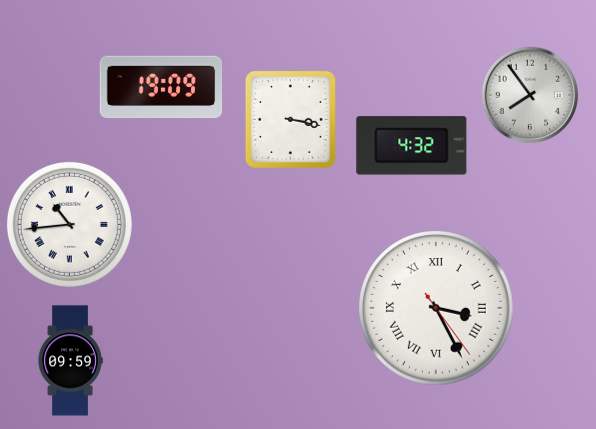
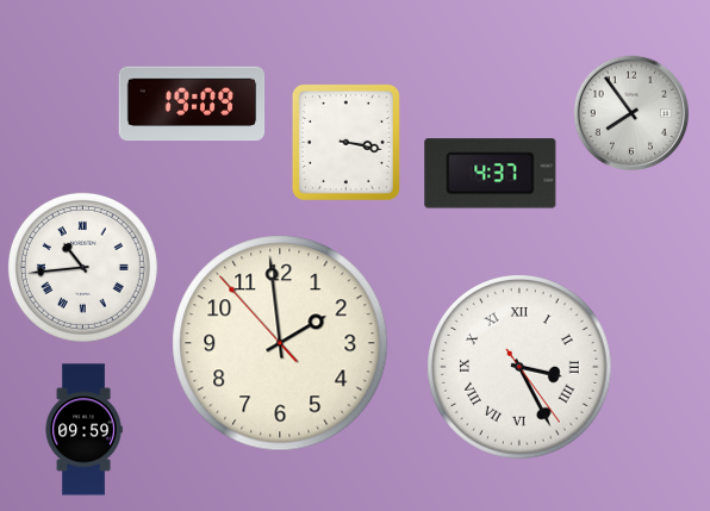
clock at (412, 146): 4:32 -> 4:37
clock at (280, 343): none -> 1:58
